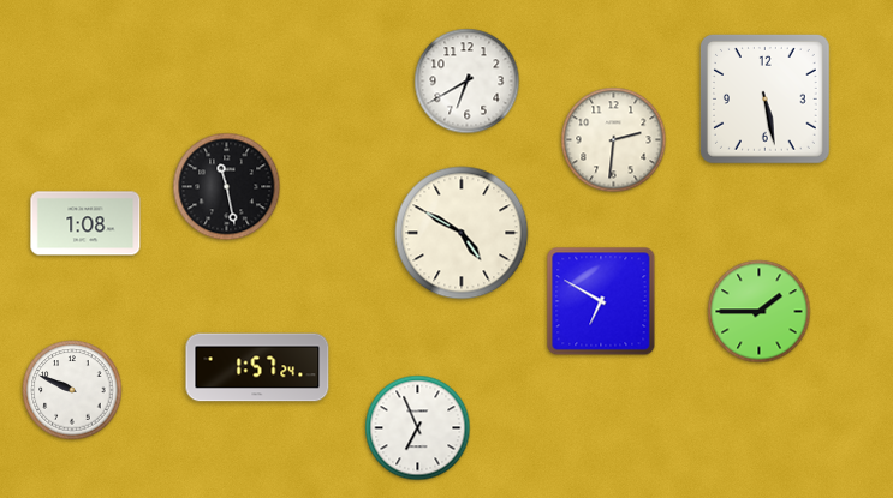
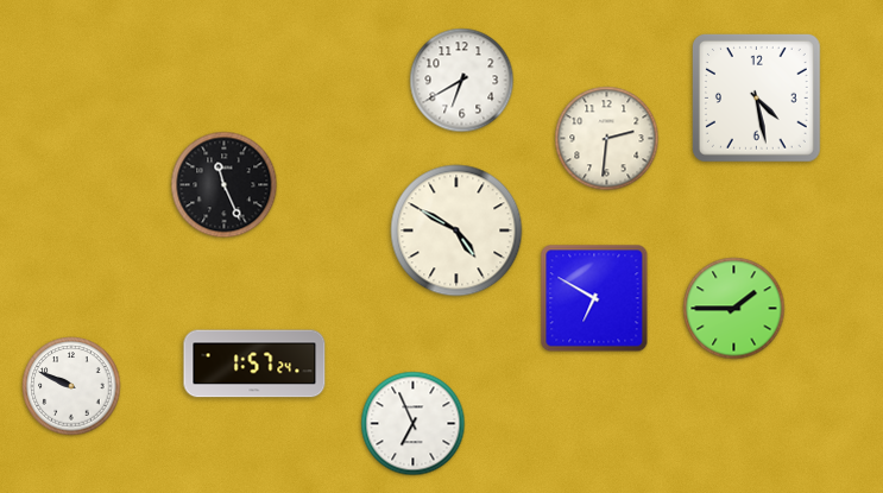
clock at (766, 100): 5:28 -> 4:28
clock at (227, 187): 11:28 -> 11:26
clock at (85, 223): 1:08 -> none
clock at (760, 312) position: (760, 312) -> (734, 309)
